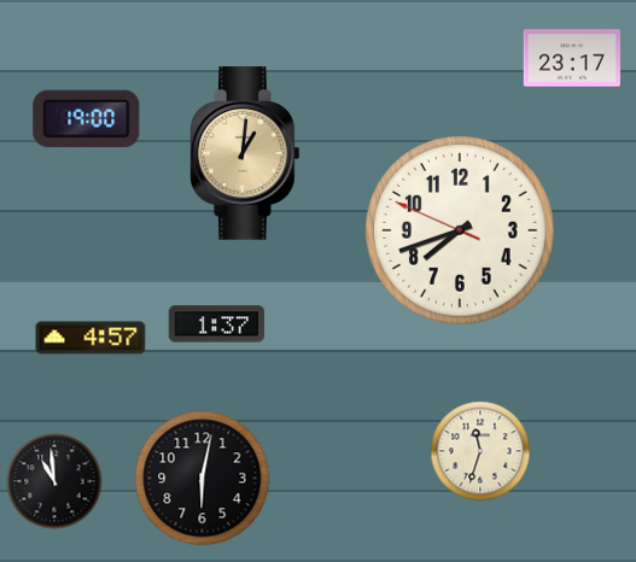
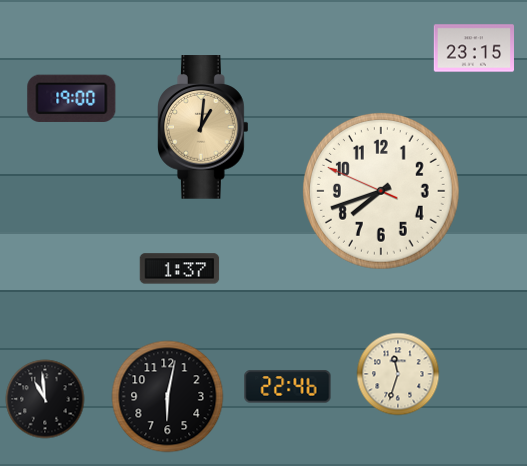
clock at (571, 58): 23:17 -> 23:15
clock at (91, 338): 4:57 -> none
clock at (288, 387): none -> 22:46
